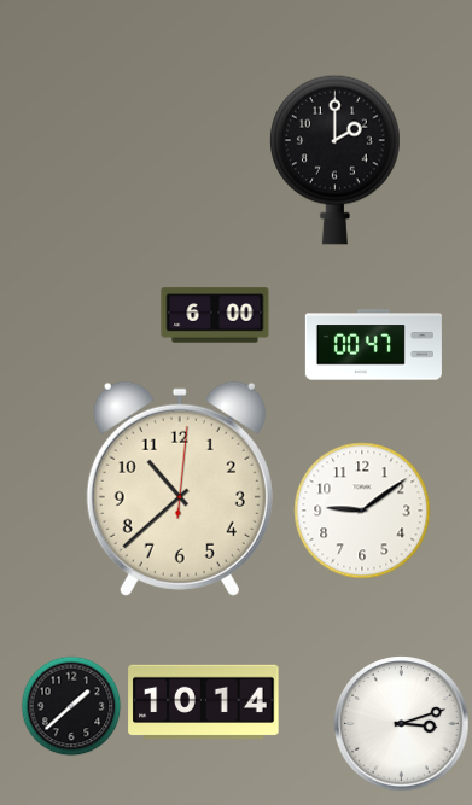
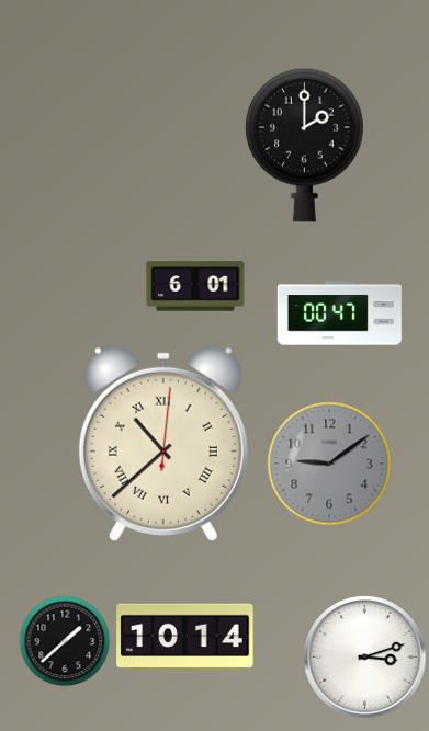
clock at (215, 315): 6:00 -> 6:01
clock at (180, 489) numerals: Arabic -> Roman
clock at (362, 511) dial: white -> grey
